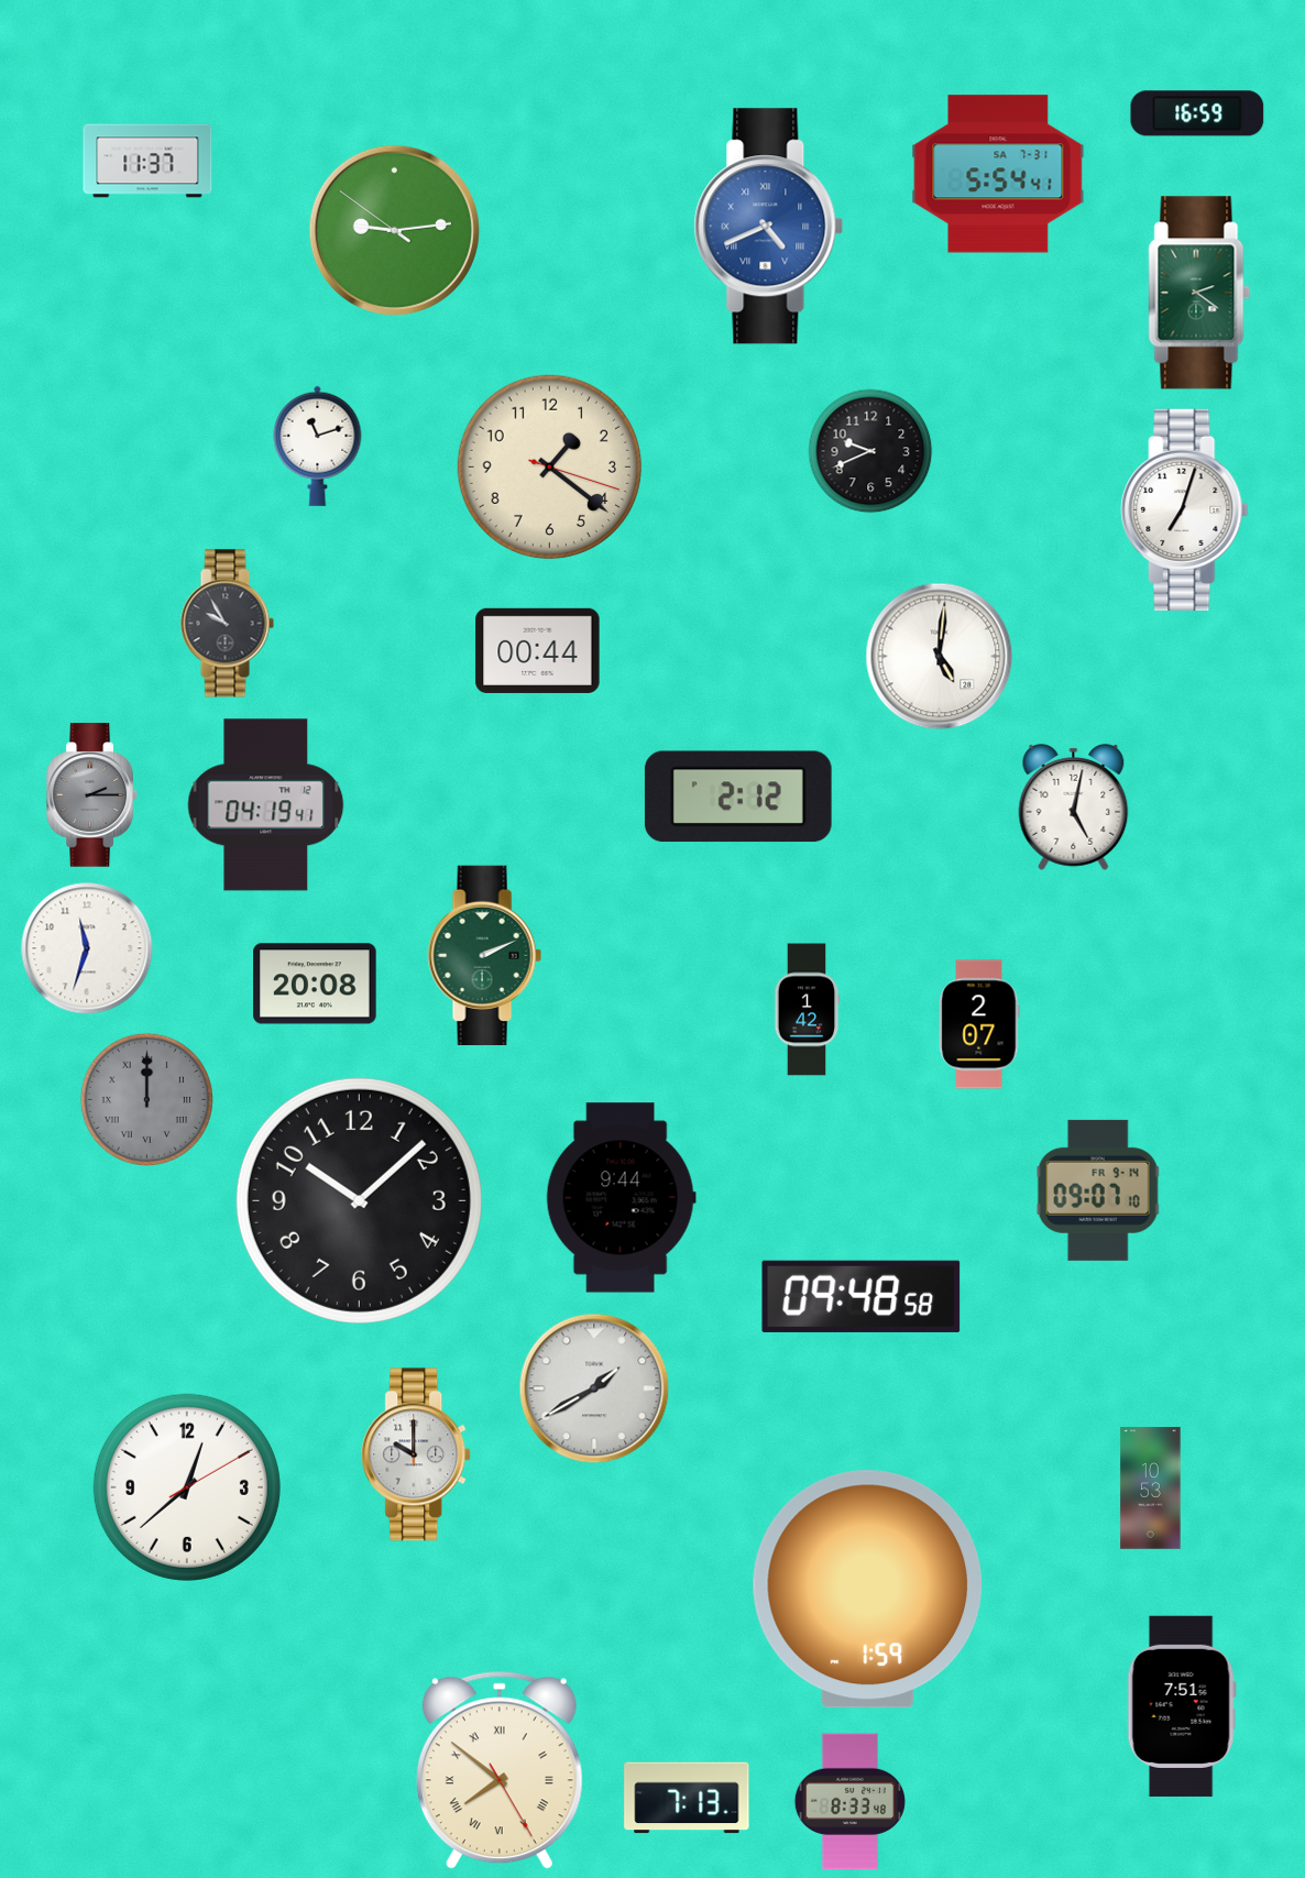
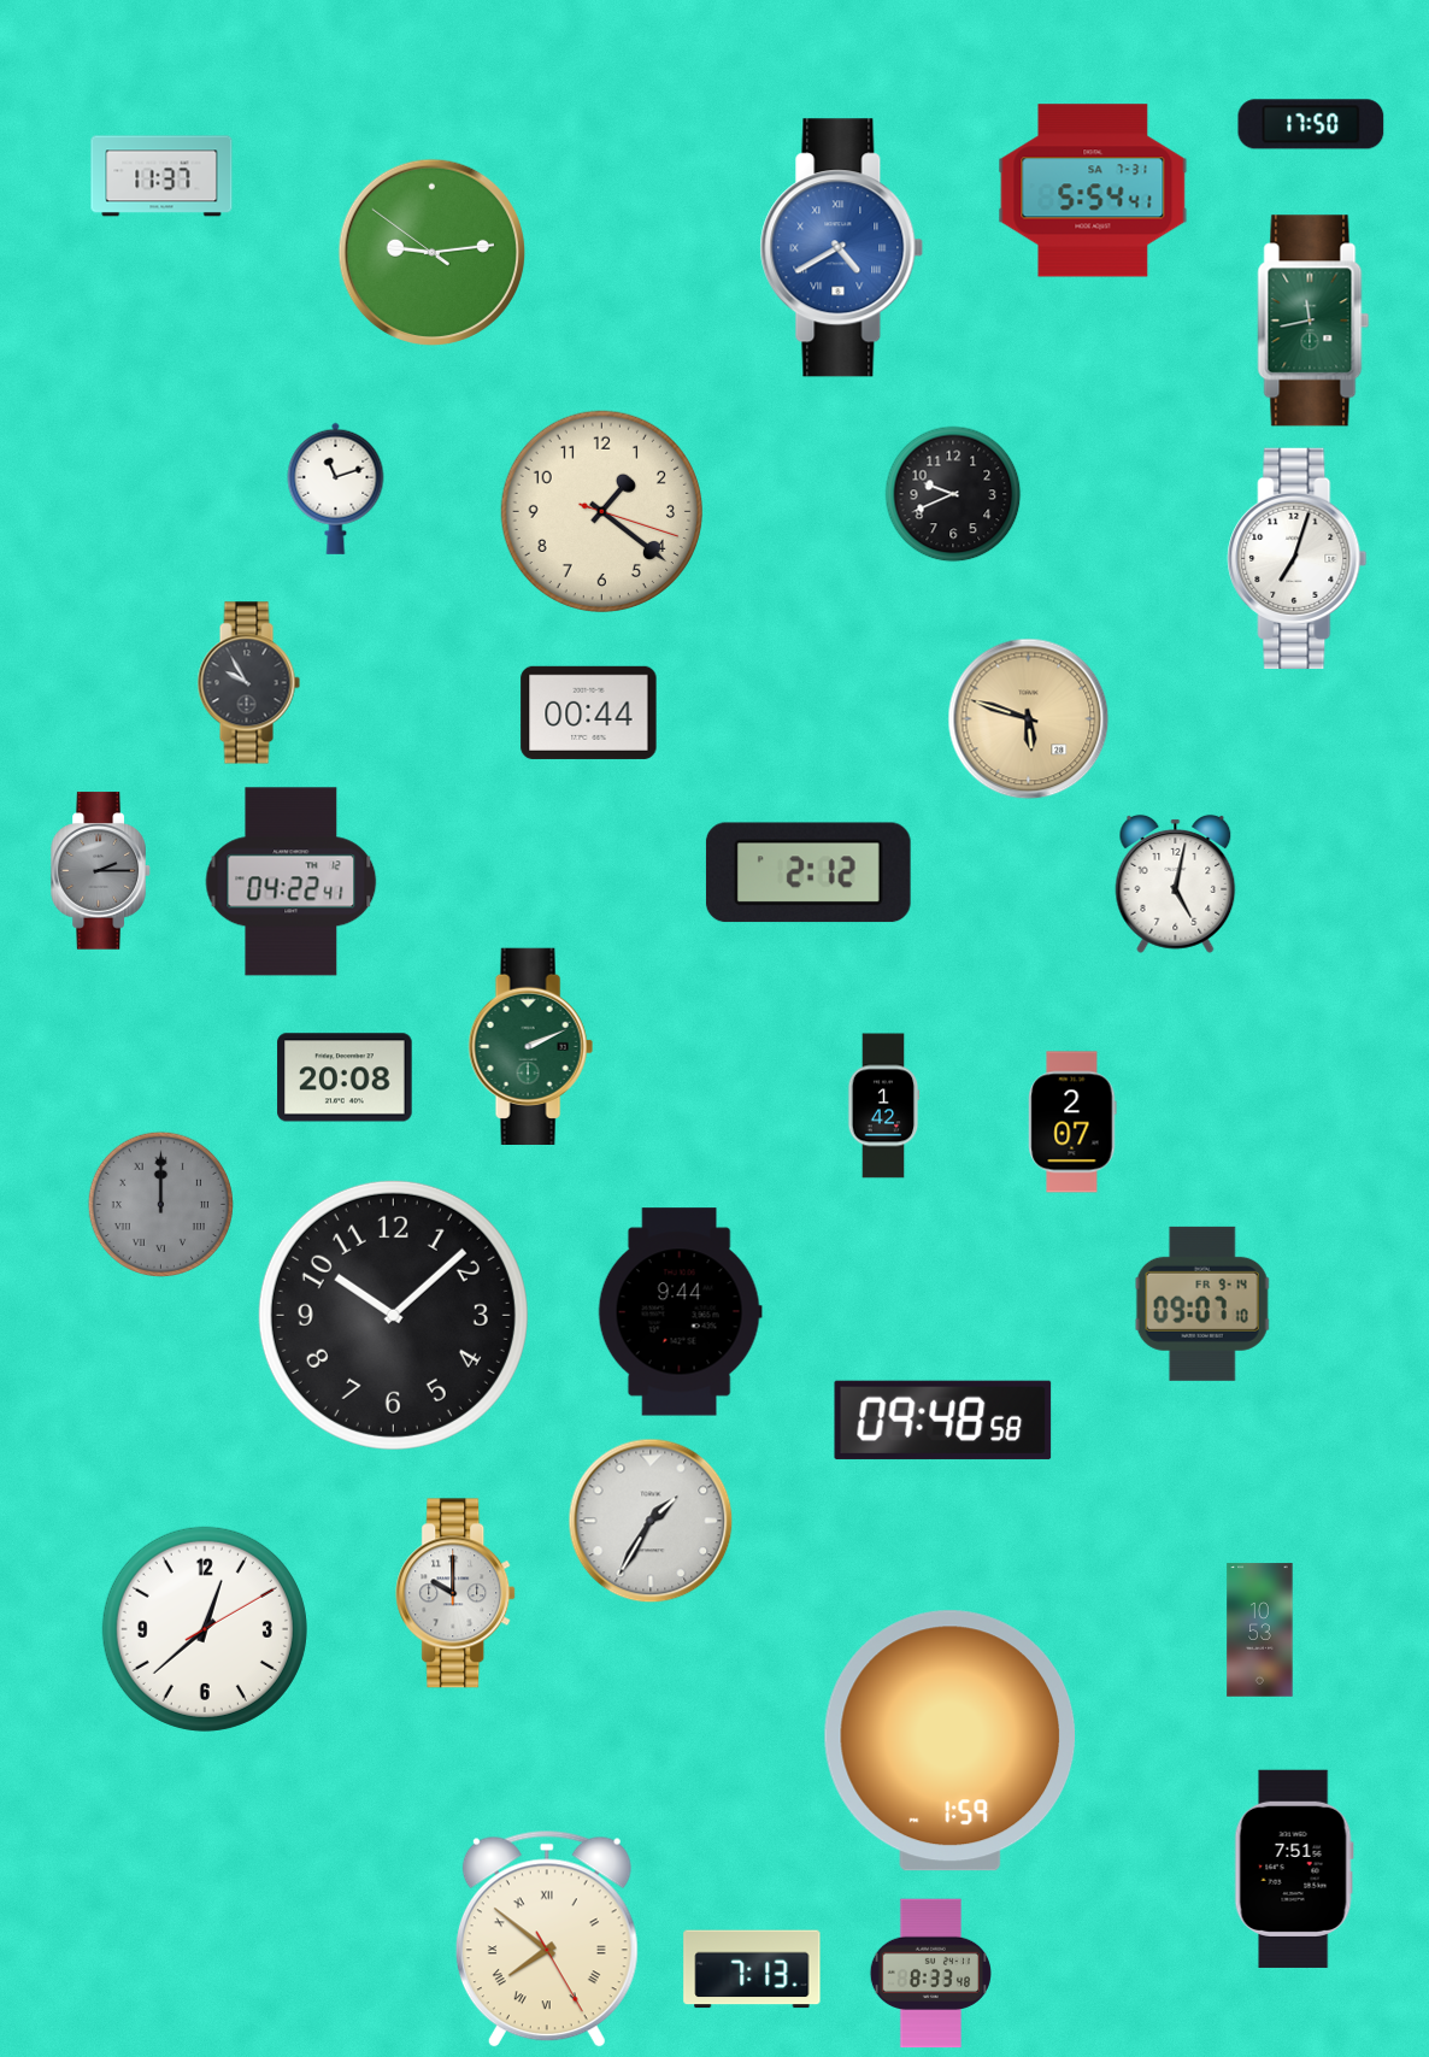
clock at (1197, 113): 16:59 -> 17:50
clock at (769, 227): 4:41 -> 4:40
clock at (1199, 293): 2:21 -> 11:43
clock at (318, 446) position: (318, 446) -> (336, 488)
clock at (940, 657): 5:01 -> 5:48
clock at (940, 657) dial: white -> champagne
clock at (266, 805): 04:19 -> 04:22
clock at (87, 948): 11:33 -> none
clock at (594, 1388): 1:40 -> 1:35
